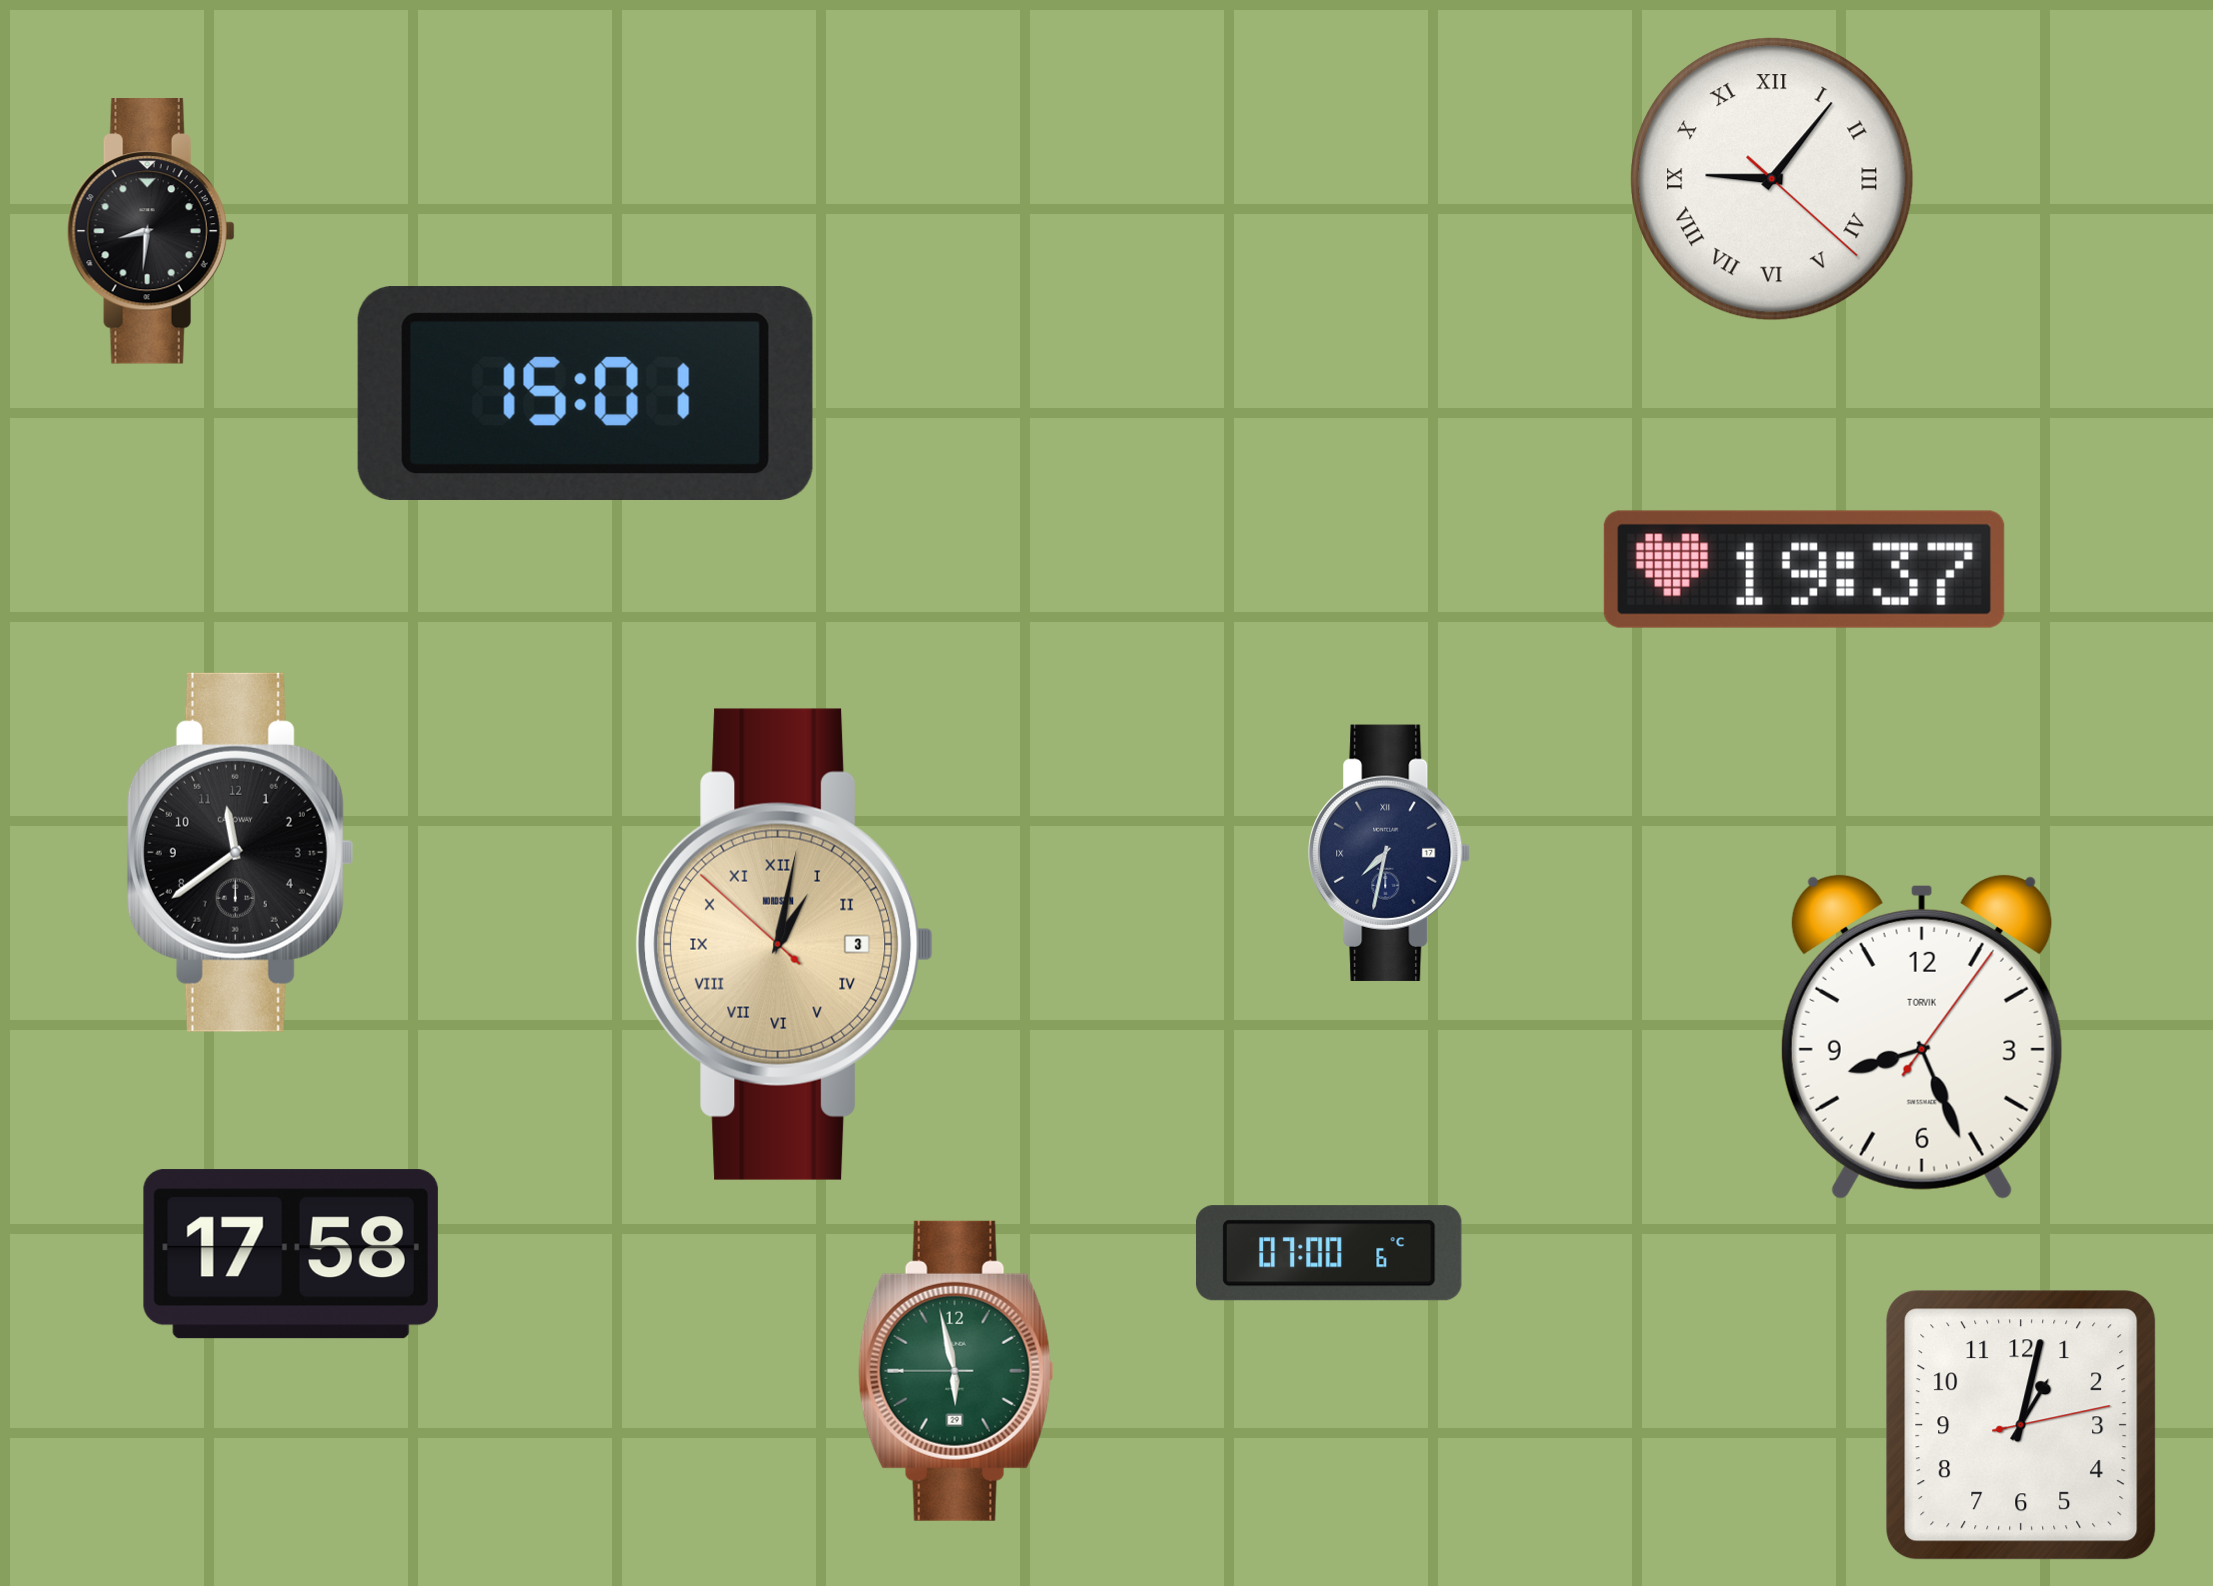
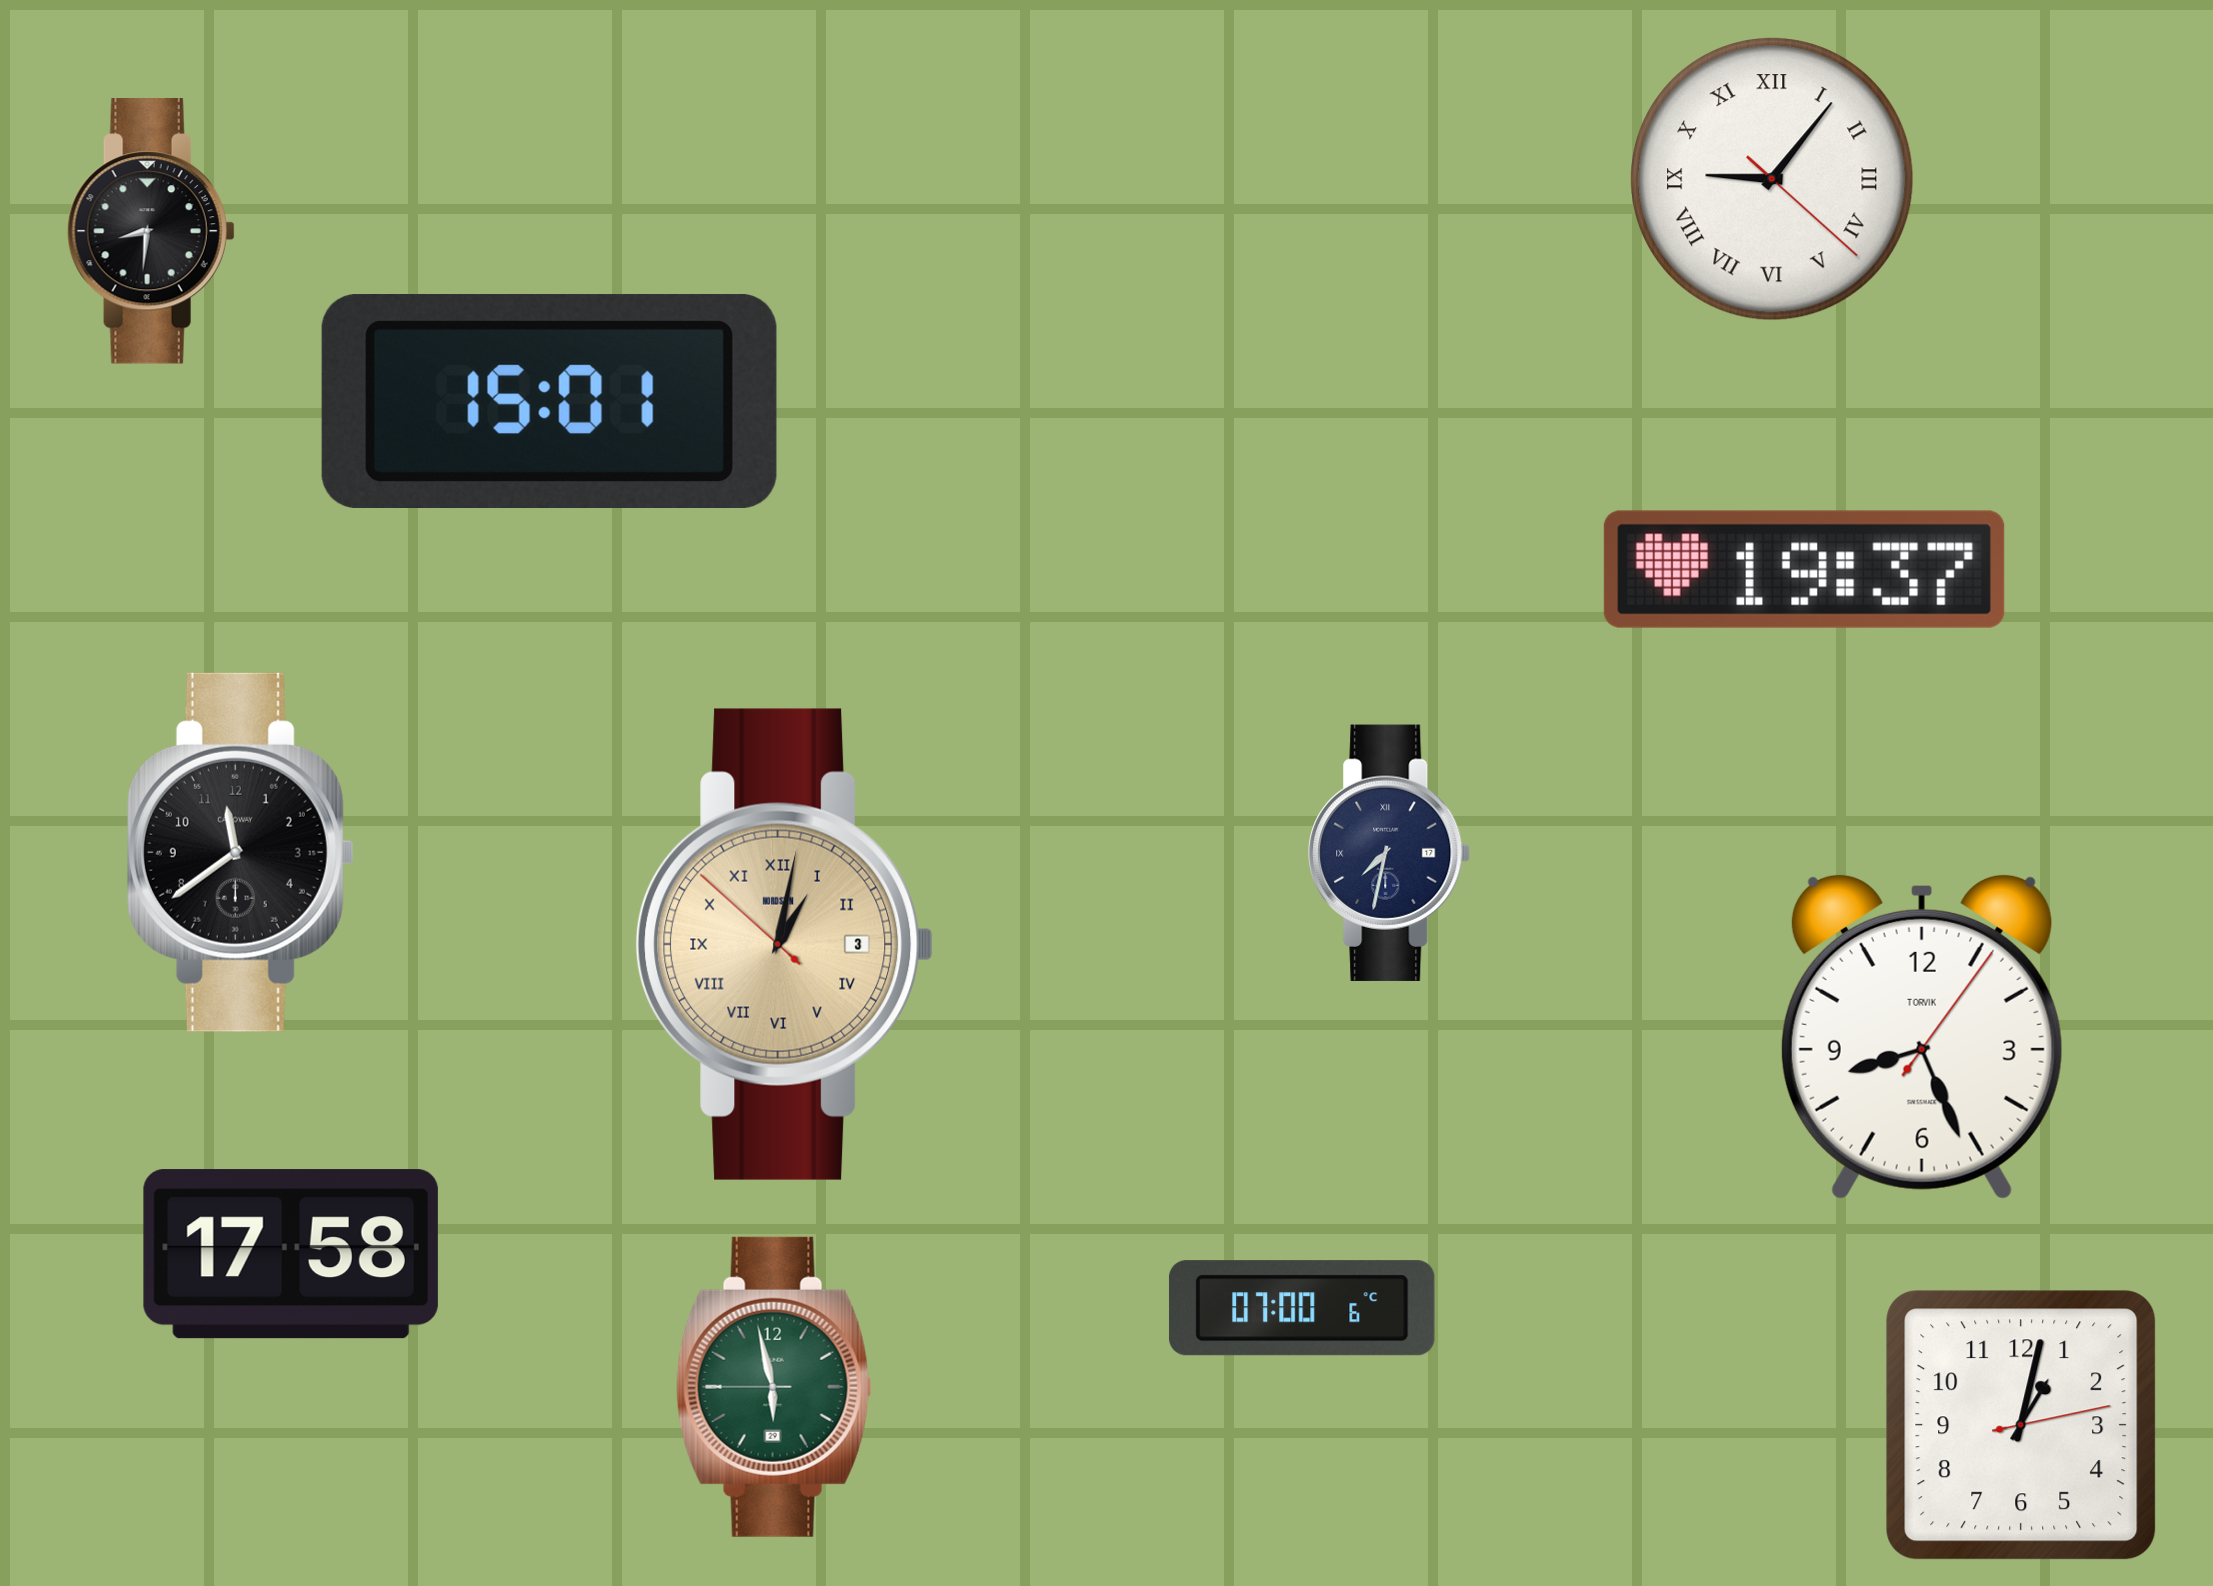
clock at (585, 393) position: (585, 393) -> (549, 401)
clock at (1329, 1253) position: (1329, 1253) -> (1302, 1308)
clock at (956, 1371) position: (956, 1371) -> (774, 1387)
